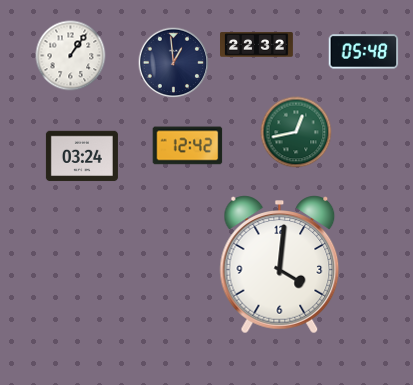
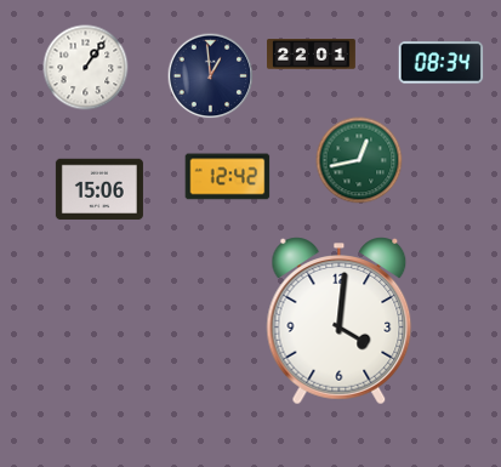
clock at (257, 45): 22:32 -> 22:01
clock at (364, 52): 05:48 -> 08:34
clock at (82, 156): 03:24 -> 15:06
